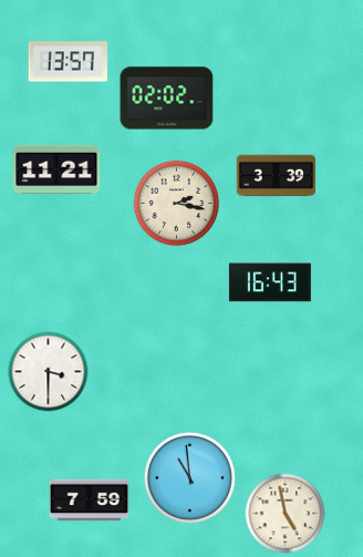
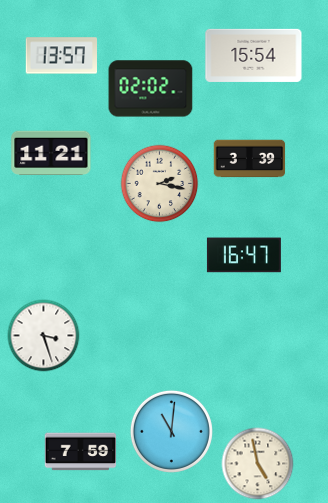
clock at (254, 55): none -> 15:54
clock at (270, 282): 16:43 -> 16:47
clock at (49, 372): 3:30 -> 3:27
clock at (189, 477): 10:59 -> 11:01
